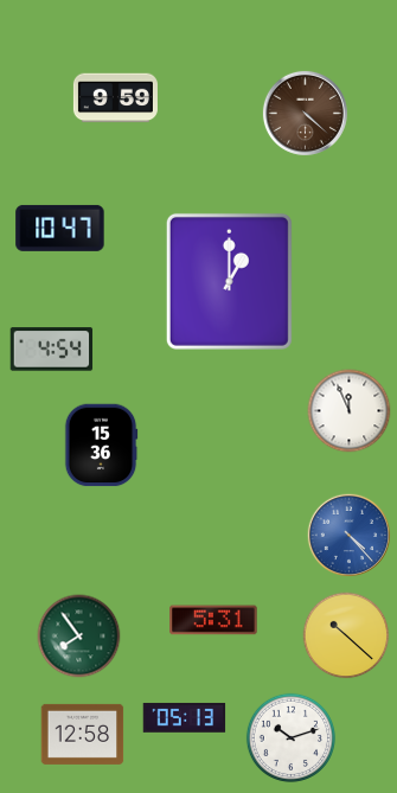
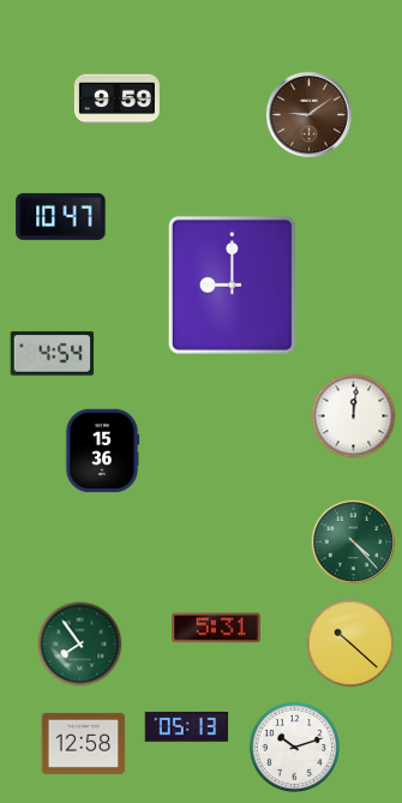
clock at (305, 113): 4:22 -> 9:09
clock at (60, 228) position: (60, 228) -> (61, 216)
clock at (229, 281): 1:00 -> 9:00
clock at (350, 411): 11:56 -> 12:01
clock at (348, 535) dial: blue -> green
